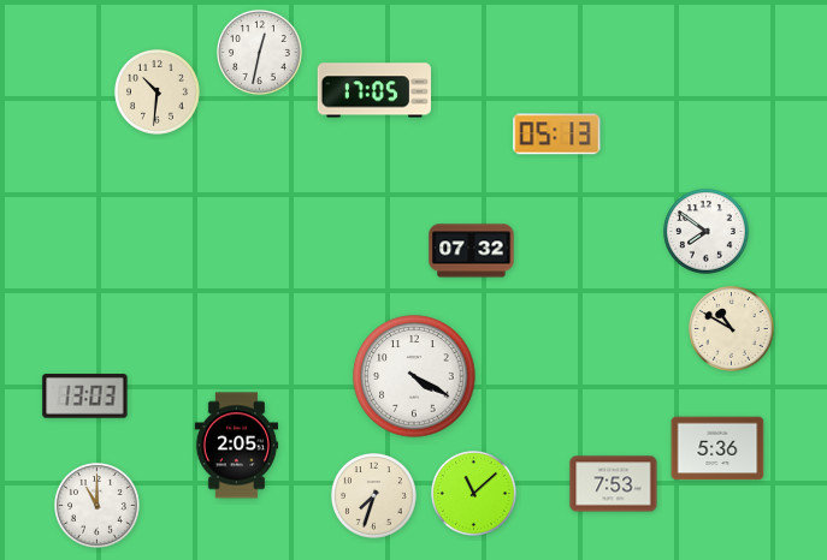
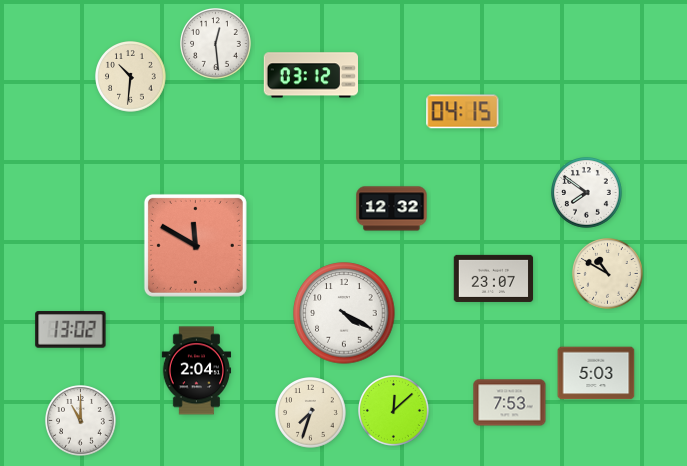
clock at (260, 53): 12:32 -> 12:29
clock at (373, 90): 17:05 -> 03:12
clock at (557, 135): 05:13 -> 04:15
clock at (472, 251): 07:32 -> 12:32
clock at (195, 245): none -> 11:50
clock at (494, 278): none -> 23:07
clock at (85, 397): 13:03 -> 13:02
clock at (237, 446): 2:05 -> 2:04
clock at (717, 448): 5:36 -> 5:03
clock at (474, 494): 11:08 -> 12:08
